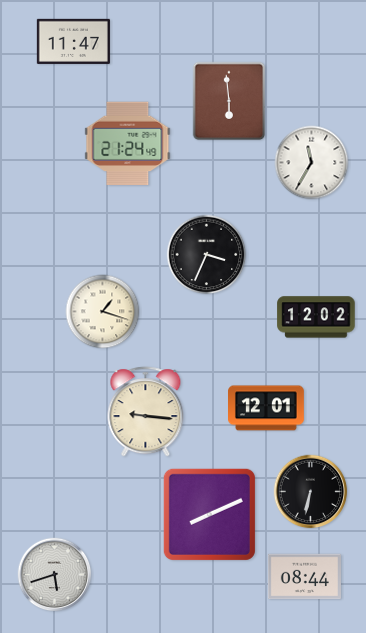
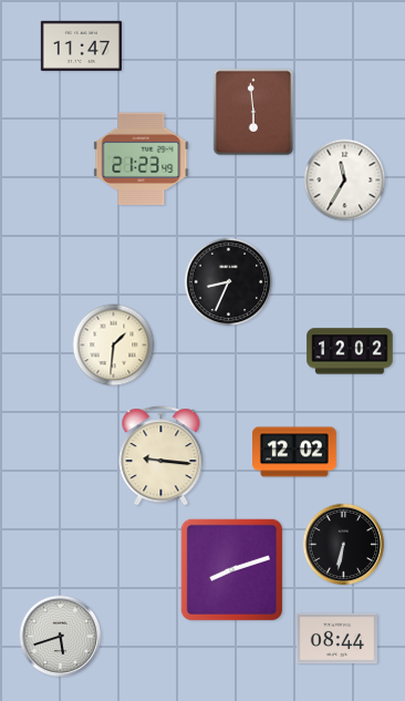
clock at (128, 144): 21:24 -> 21:23
clock at (207, 255): 3:34 -> 8:34
clock at (103, 312): 1:18 -> 1:31
clock at (267, 408): 12:01 -> 12:02
clock at (209, 514): 8:11 -> 8:12
